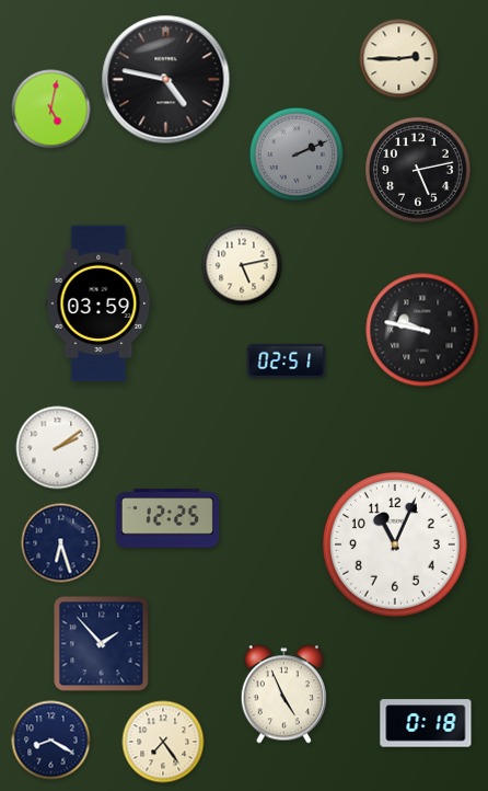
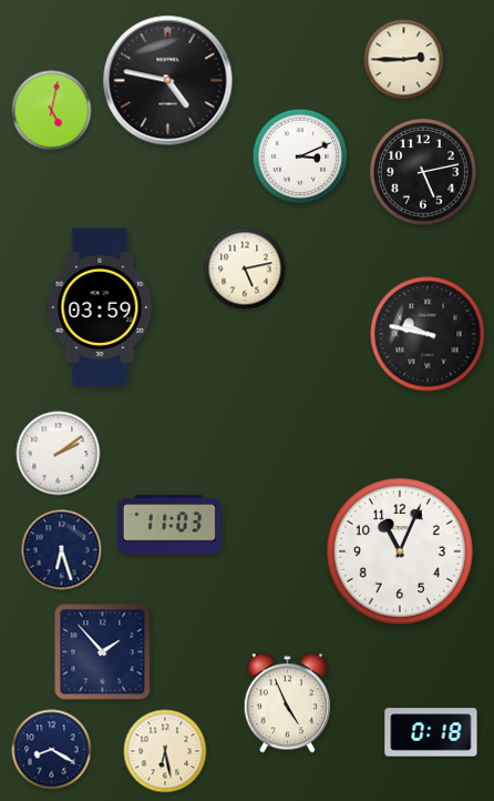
clock at (297, 154): 2:11 -> 3:11
clock at (297, 154) dial: grey -> white
clock at (287, 360): 02:51 -> none
clock at (167, 518): 12:25 -> 11:03
clock at (163, 742): 7:24 -> 6:28
